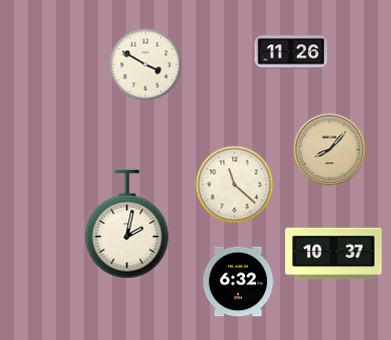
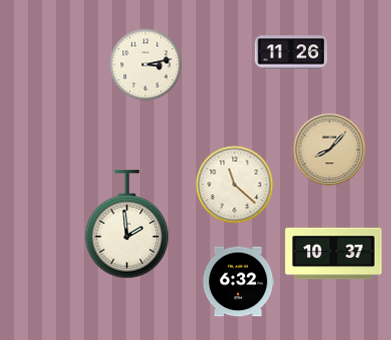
clock at (146, 65): 3:50 -> 3:13
clock at (127, 224): 2:02 -> 1:59
